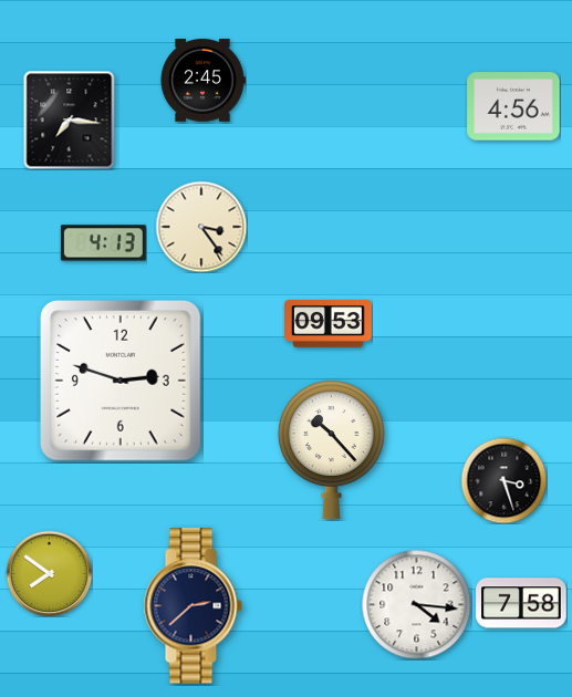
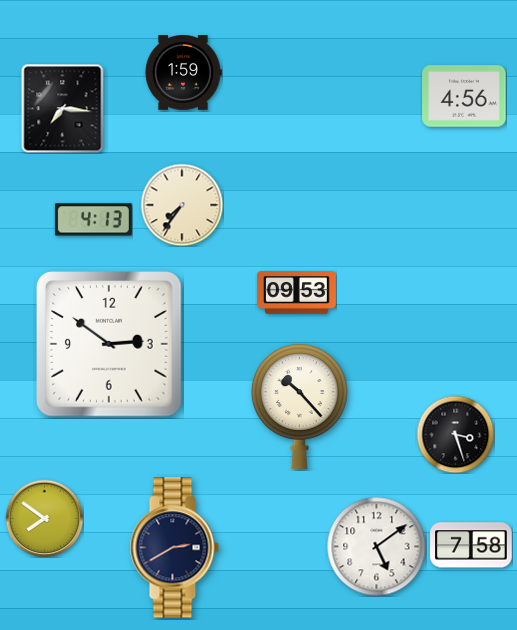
clock at (202, 81): 2:45 -> 1:59
clock at (201, 227): 3:24 -> 7:36
clock at (122, 382): 2:48 -> 2:51
clock at (417, 605): 4:16 -> 5:09
clock at (193, 606): 2:38 -> 2:40
